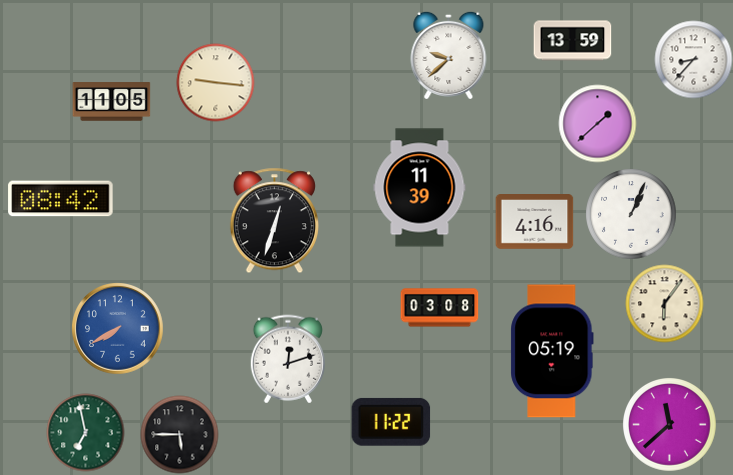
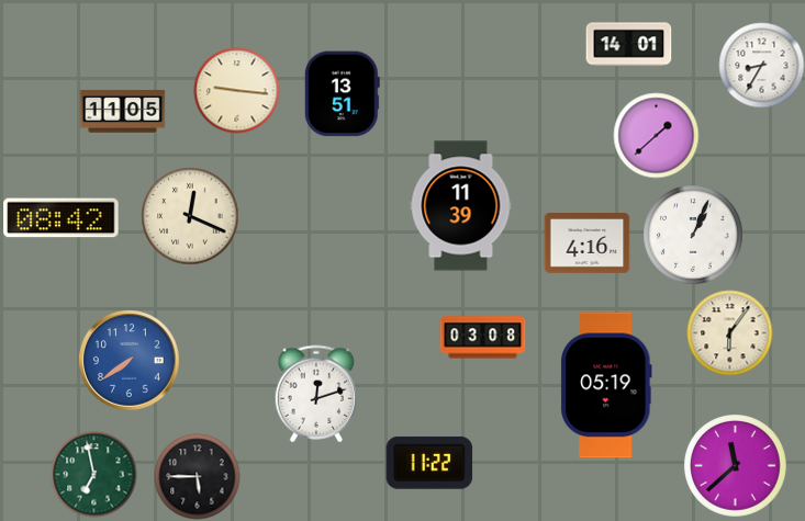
clock at (572, 41): 13:59 -> 14:01
clock at (449, 55): 9:38 -> none
clock at (693, 59): 8:37 -> 8:35
clock at (342, 93): none -> 13:51
clock at (190, 216): none -> 12:19
clock at (61, 199) position: (61, 199) -> (62, 218)
clock at (274, 220): 12:33 -> none
clock at (118, 329): 7:40 -> 7:39
